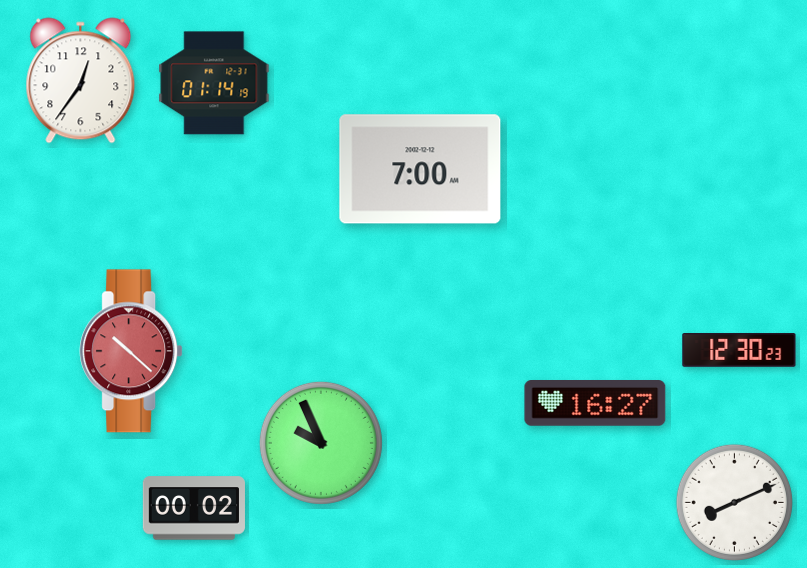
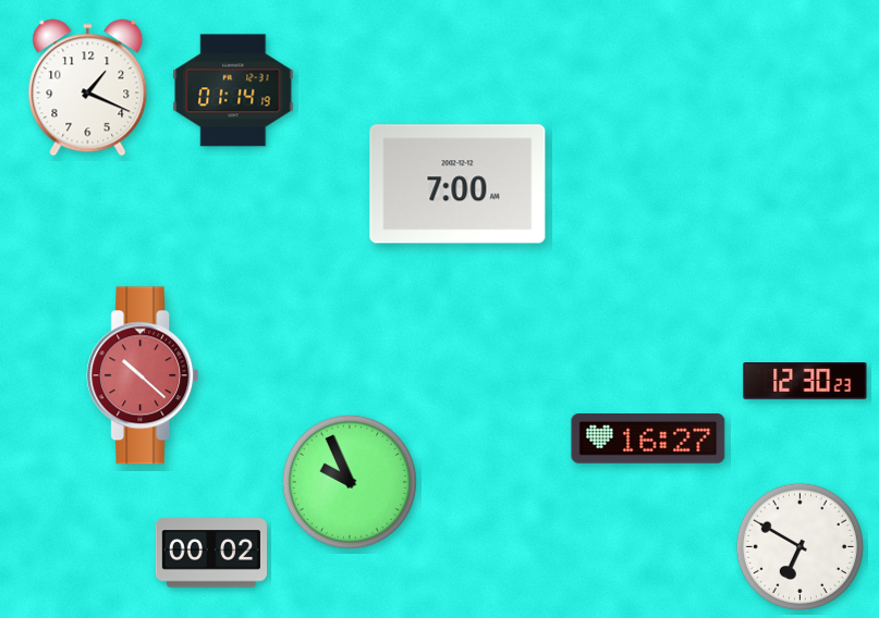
clock at (81, 81): 12:36 -> 1:19
clock at (131, 351) position: (131, 351) -> (143, 375)
clock at (734, 502): 8:11 -> 6:50
